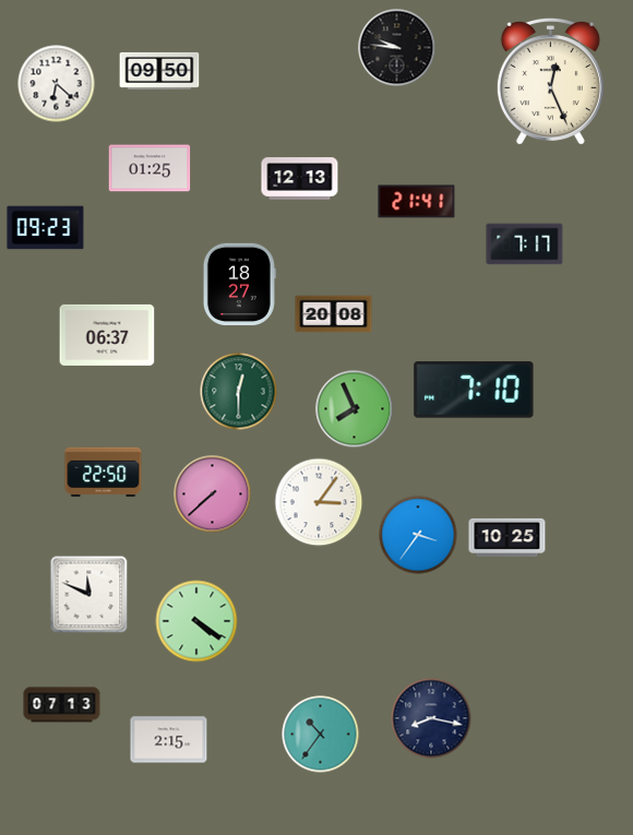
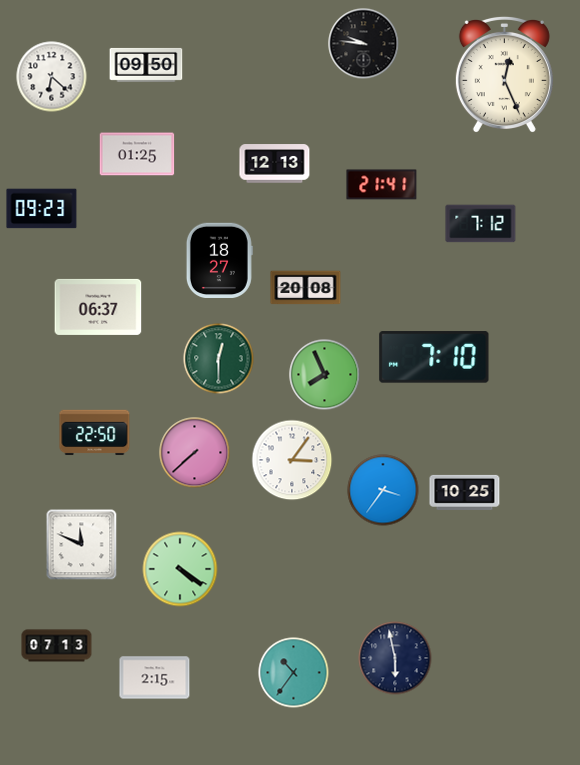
clock at (525, 244): 7:17 -> 7:12
clock at (431, 718): 8:17 -> 5:58
